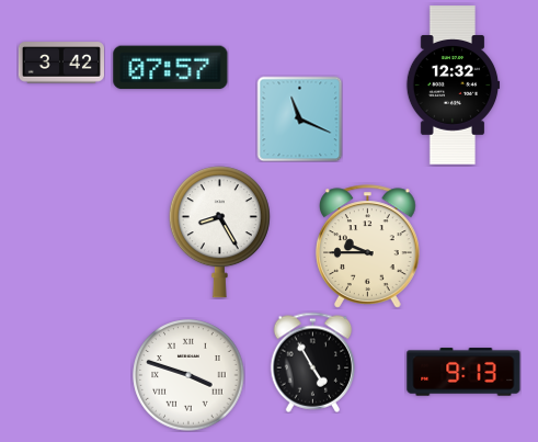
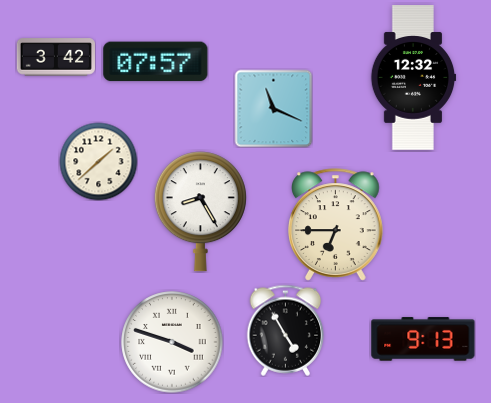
clock at (98, 161): none -> 1:38
clock at (368, 247): 9:45 -> 6:45
